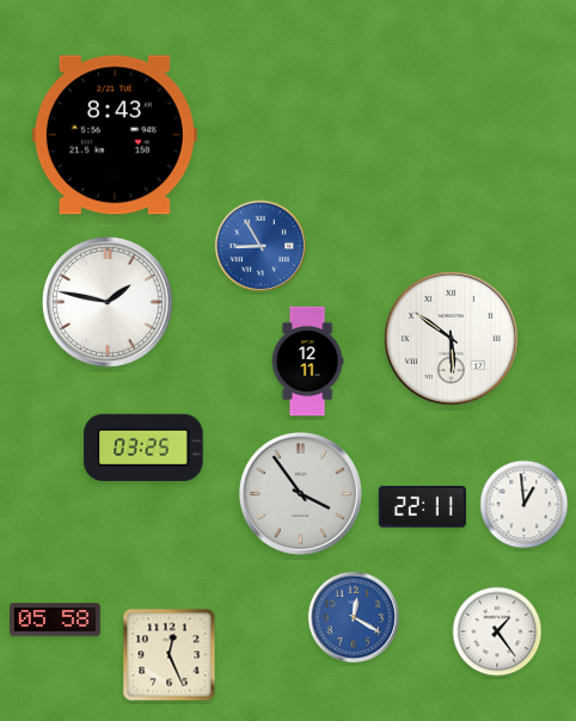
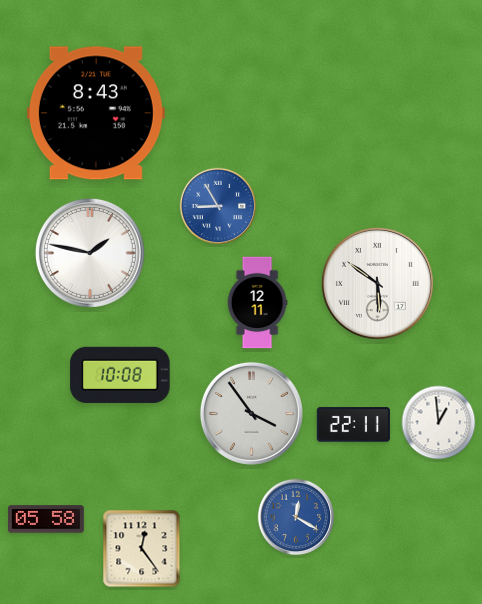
clock at (143, 448): 03:25 -> 10:08
clock at (497, 631): 1:24 -> none
clock at (170, 655): 12:26 -> 12:24
